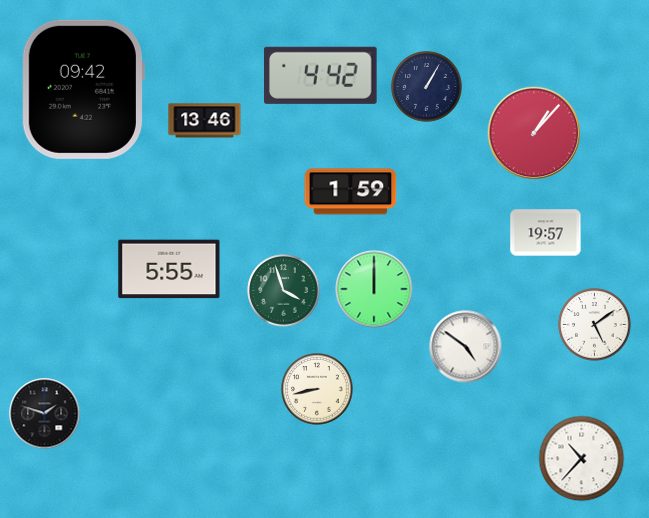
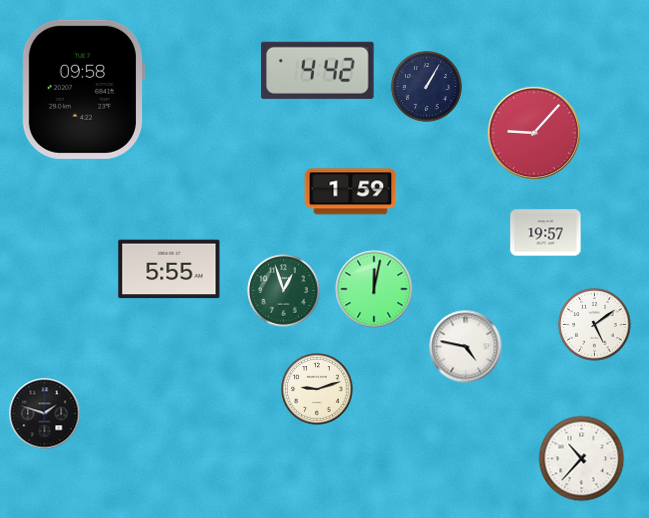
clock at (321, 75) position: (321, 75) -> (318, 70)
clock at (83, 89): 09:42 -> 09:58
clock at (205, 121): 13:46 -> none
clock at (533, 132): 1:07 -> 9:07
clock at (374, 289): 12:00 -> 12:02
clock at (284, 291): 3:57 -> 12:57
clock at (466, 347): 4:51 -> 4:47
clock at (317, 389): 8:43 -> 9:12
